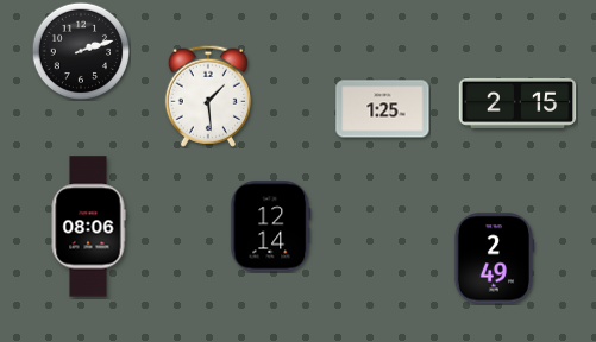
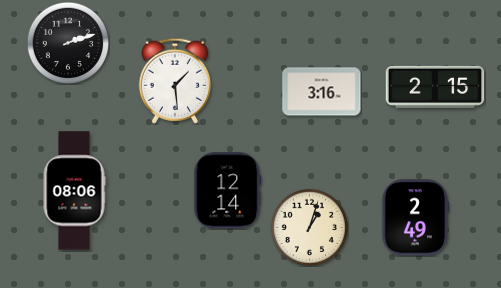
clock at (383, 109): 1:25 -> 3:16
clock at (309, 227): none -> 1:03
